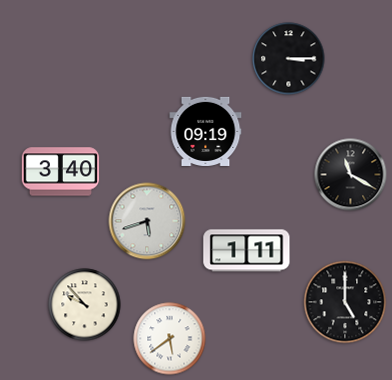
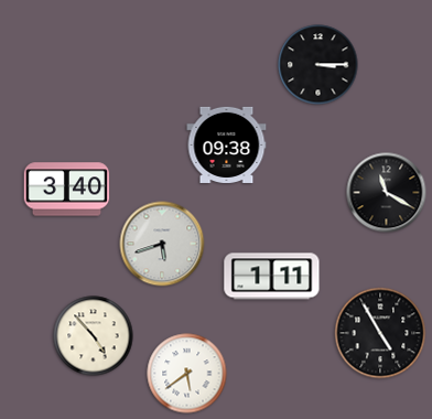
clock at (206, 131): 09:19 -> 09:38
clock at (345, 302): 5:00 -> 4:55
clock at (85, 305): 9:53 -> 4:53
